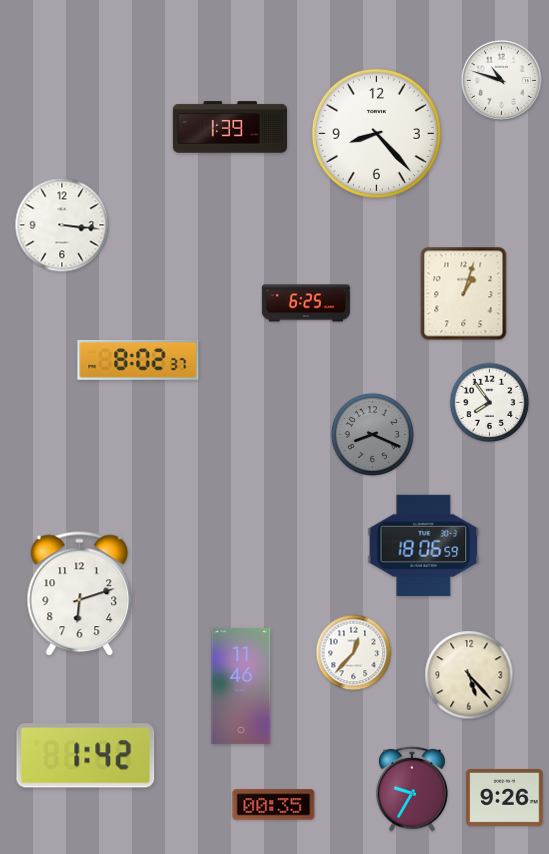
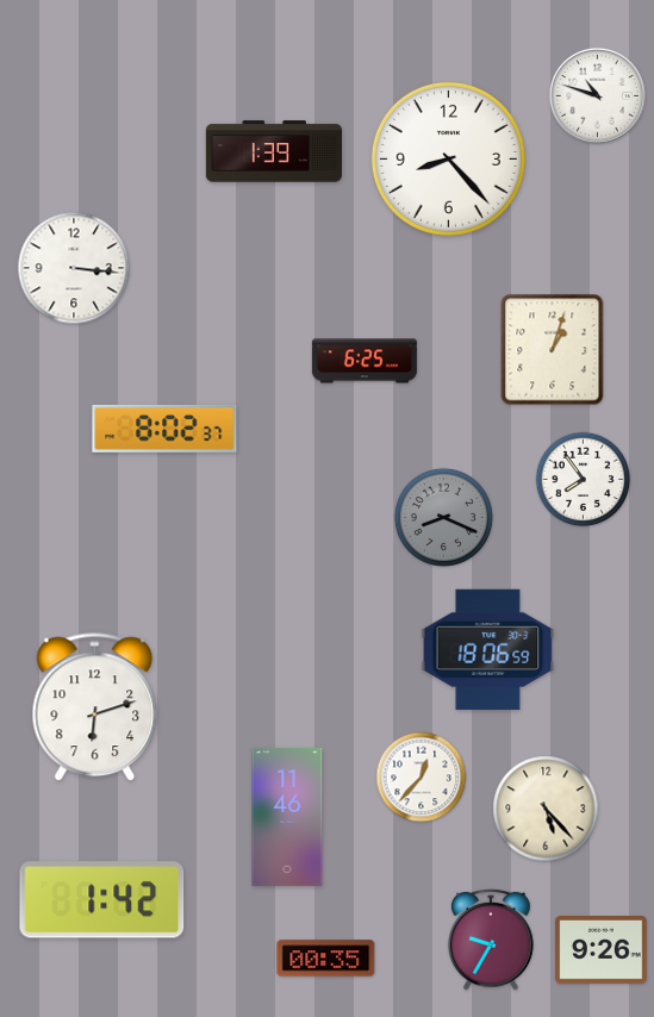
clock at (424, 545) position: (424, 545) -> (488, 649)
clock at (469, 675) position: (469, 675) -> (546, 809)
